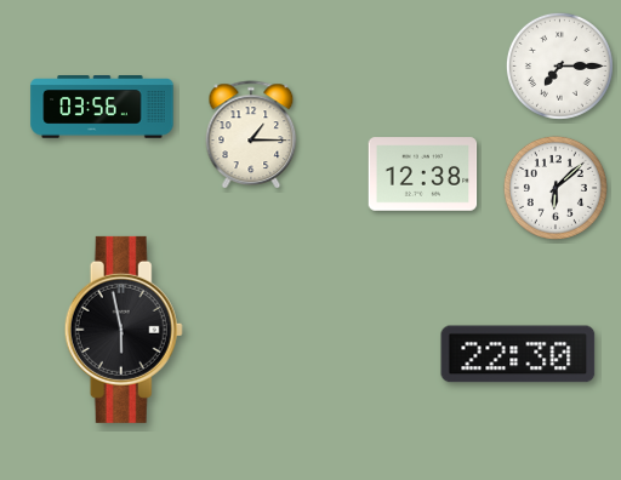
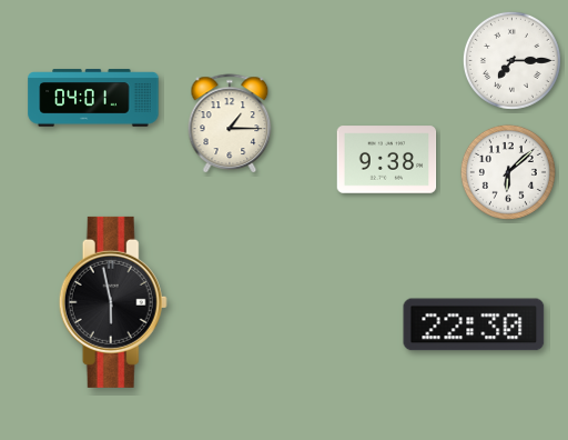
clock at (102, 107): 03:56 -> 04:01
clock at (423, 175): 12:38 -> 9:38
